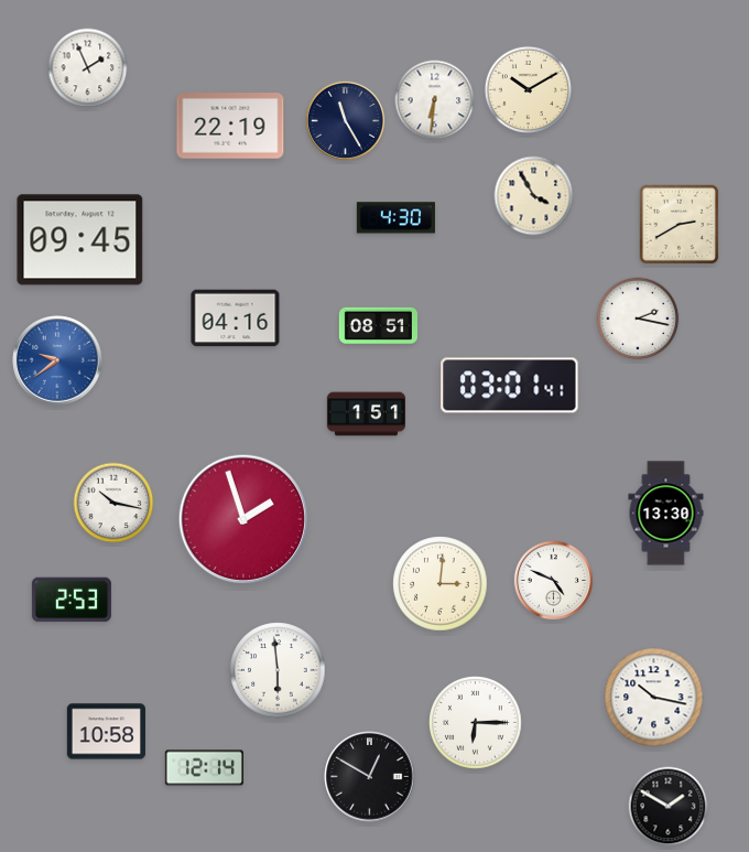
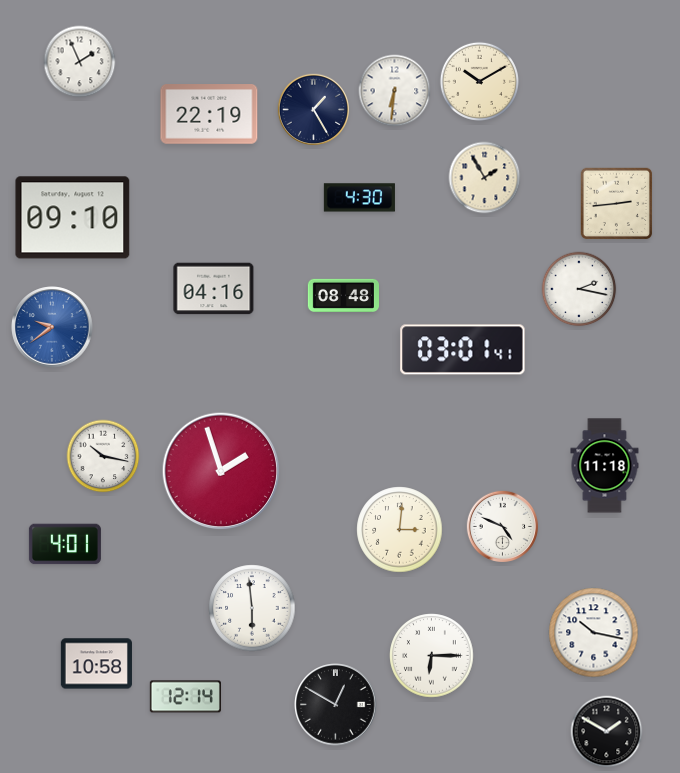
clock at (345, 120): 11:25 -> 1:25
clock at (534, 196): 3:55 -> 1:55
clock at (680, 225): 2:40 -> 2:44
clock at (80, 240): 09:45 -> 09:10
clock at (378, 325): 08:51 -> 08:48
clock at (366, 414): 1:51 -> none
clock at (666, 514): 13:30 -> 11:18
clock at (72, 600): 2:53 -> 4:01
